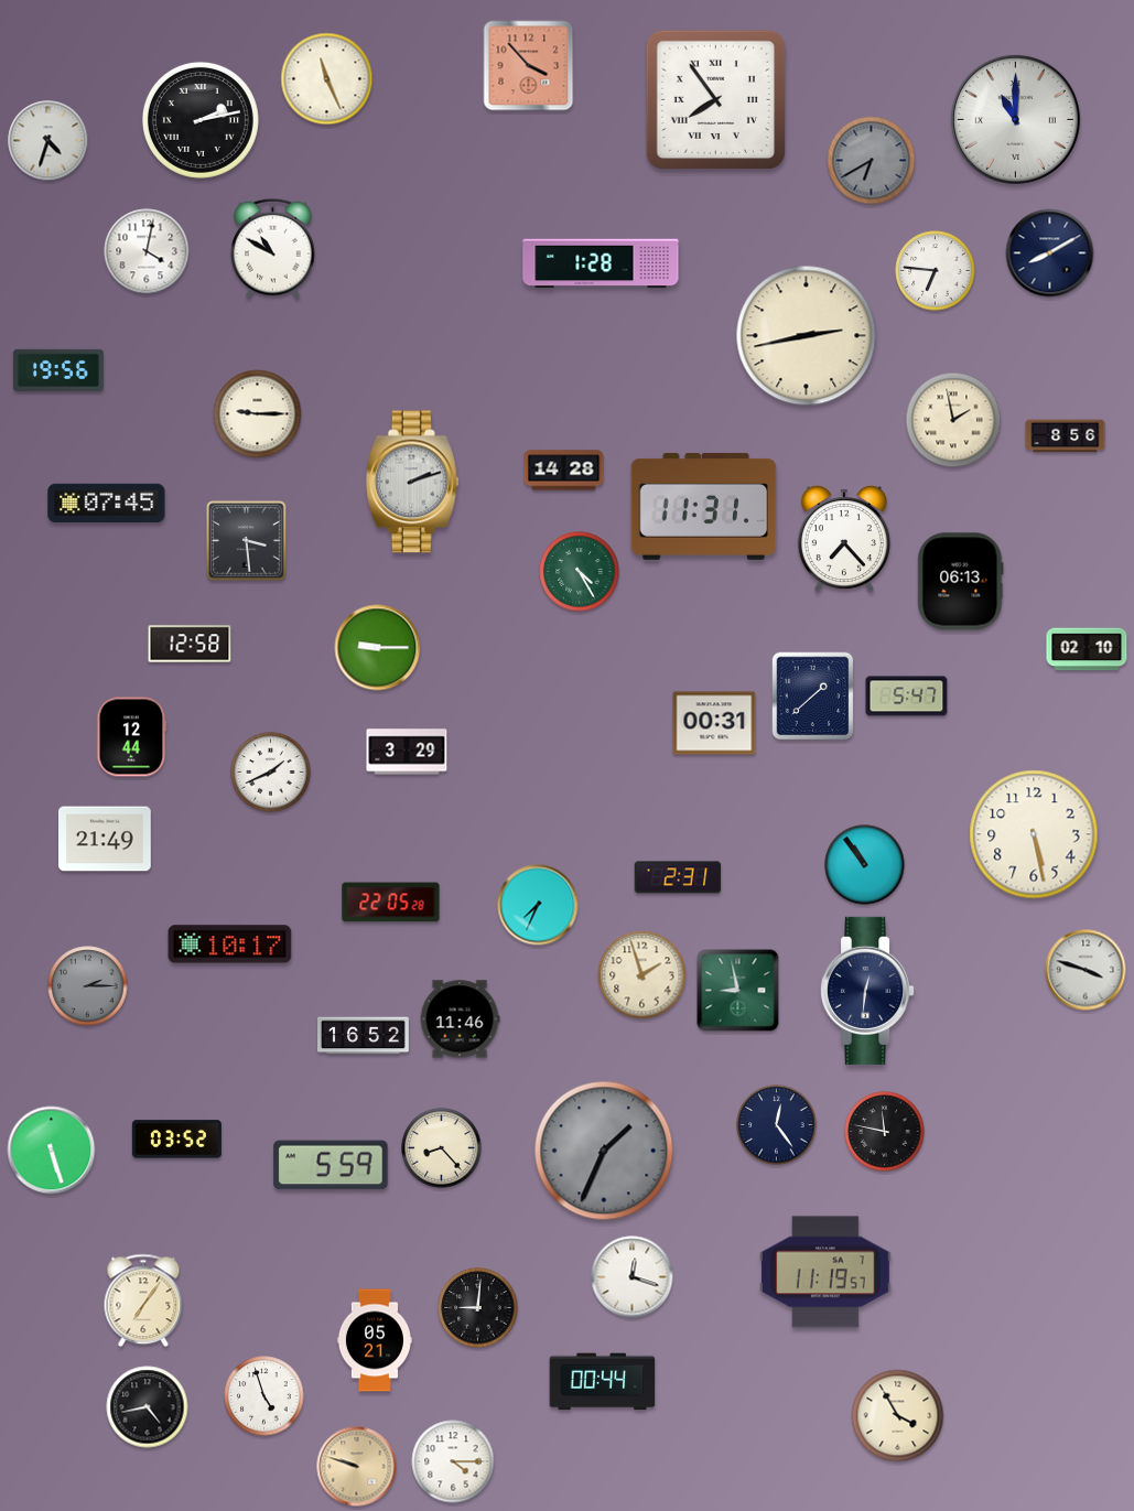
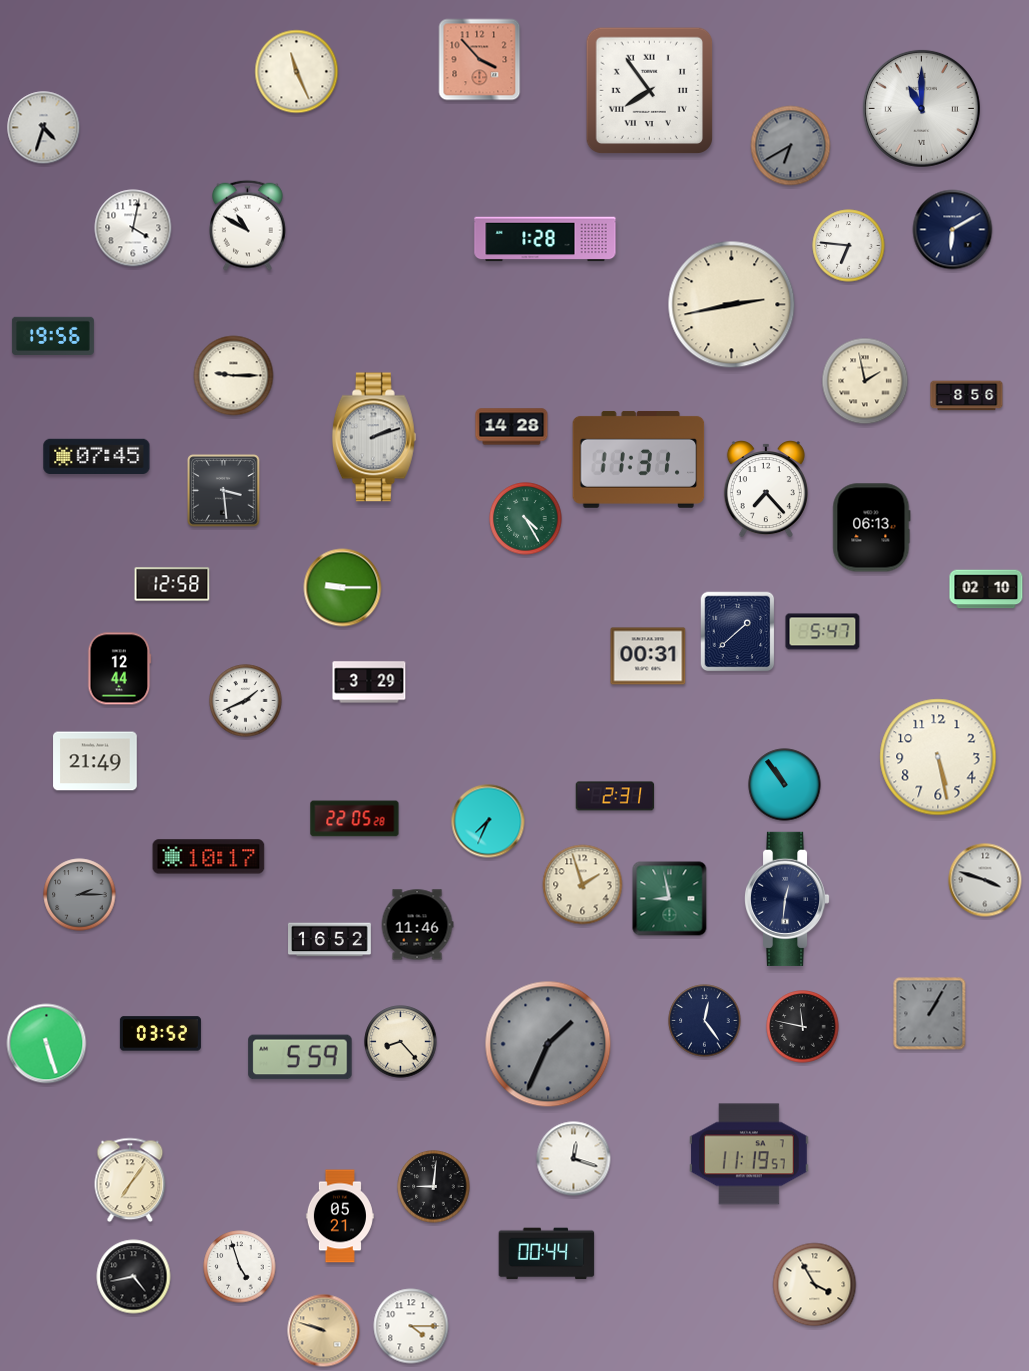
clock at (201, 120): 2:13 -> none
clock at (1050, 253): 8:10 -> 6:10
clock at (930, 1014): none -> 1:05
